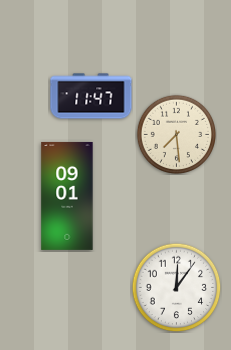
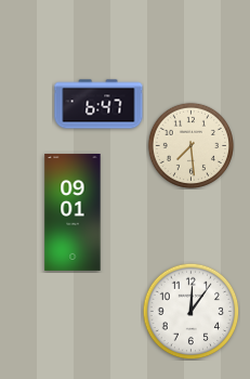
clock at (91, 96): 11:47 -> 6:47
